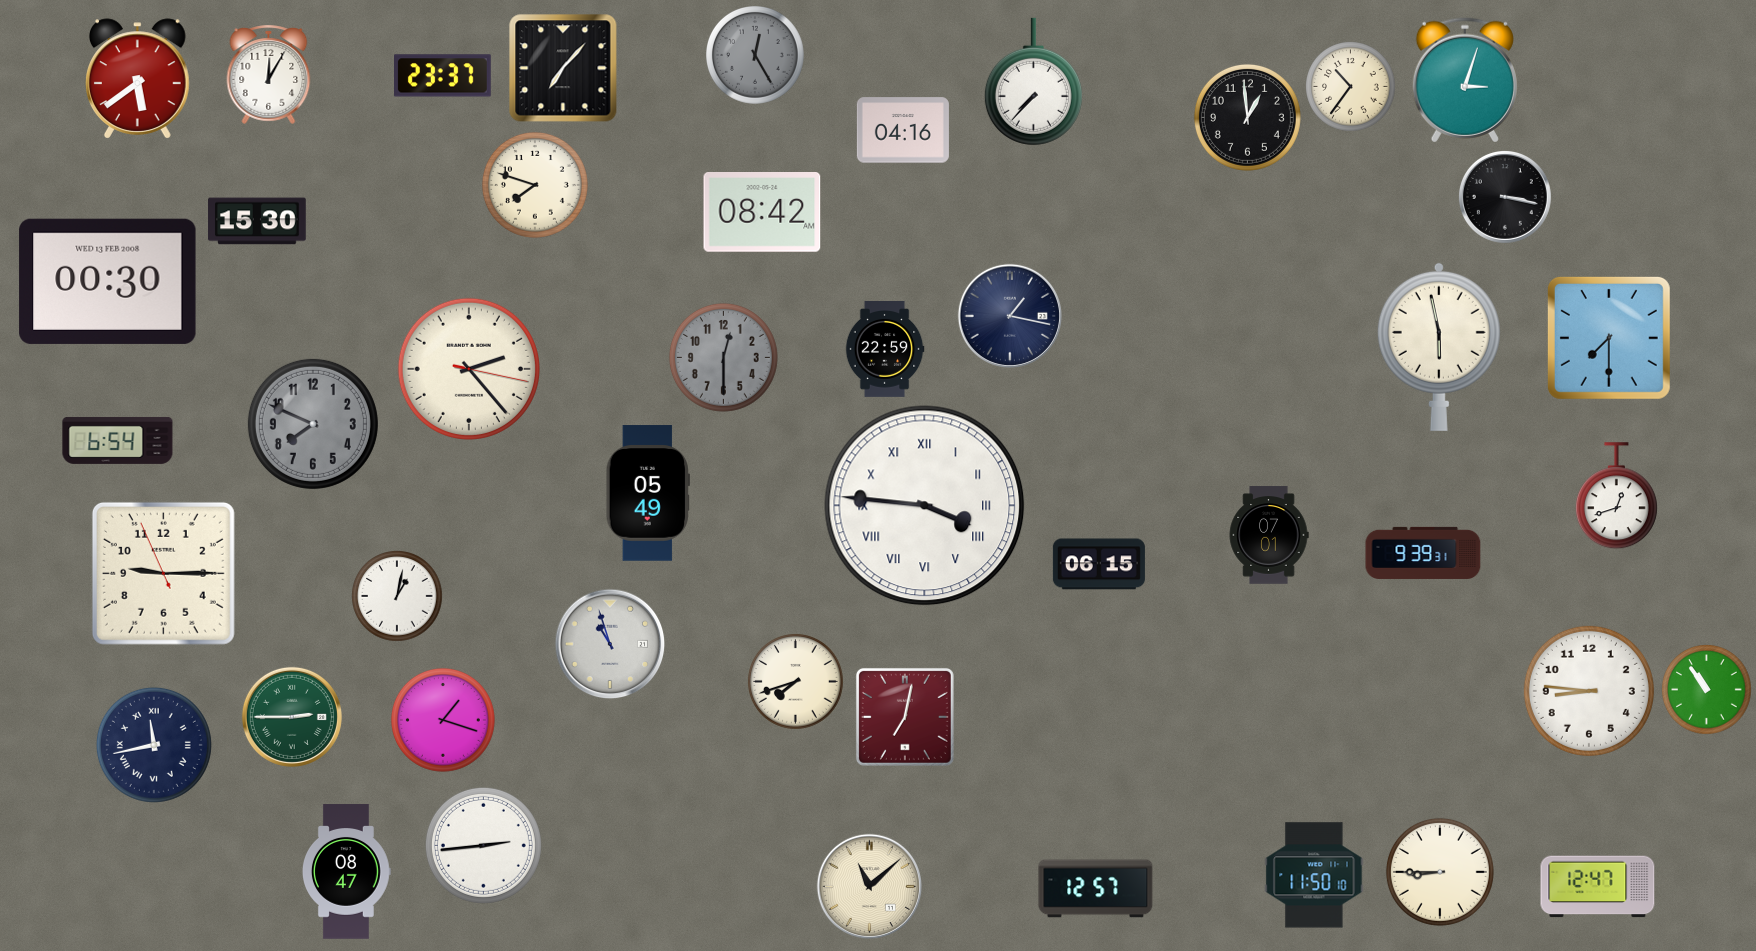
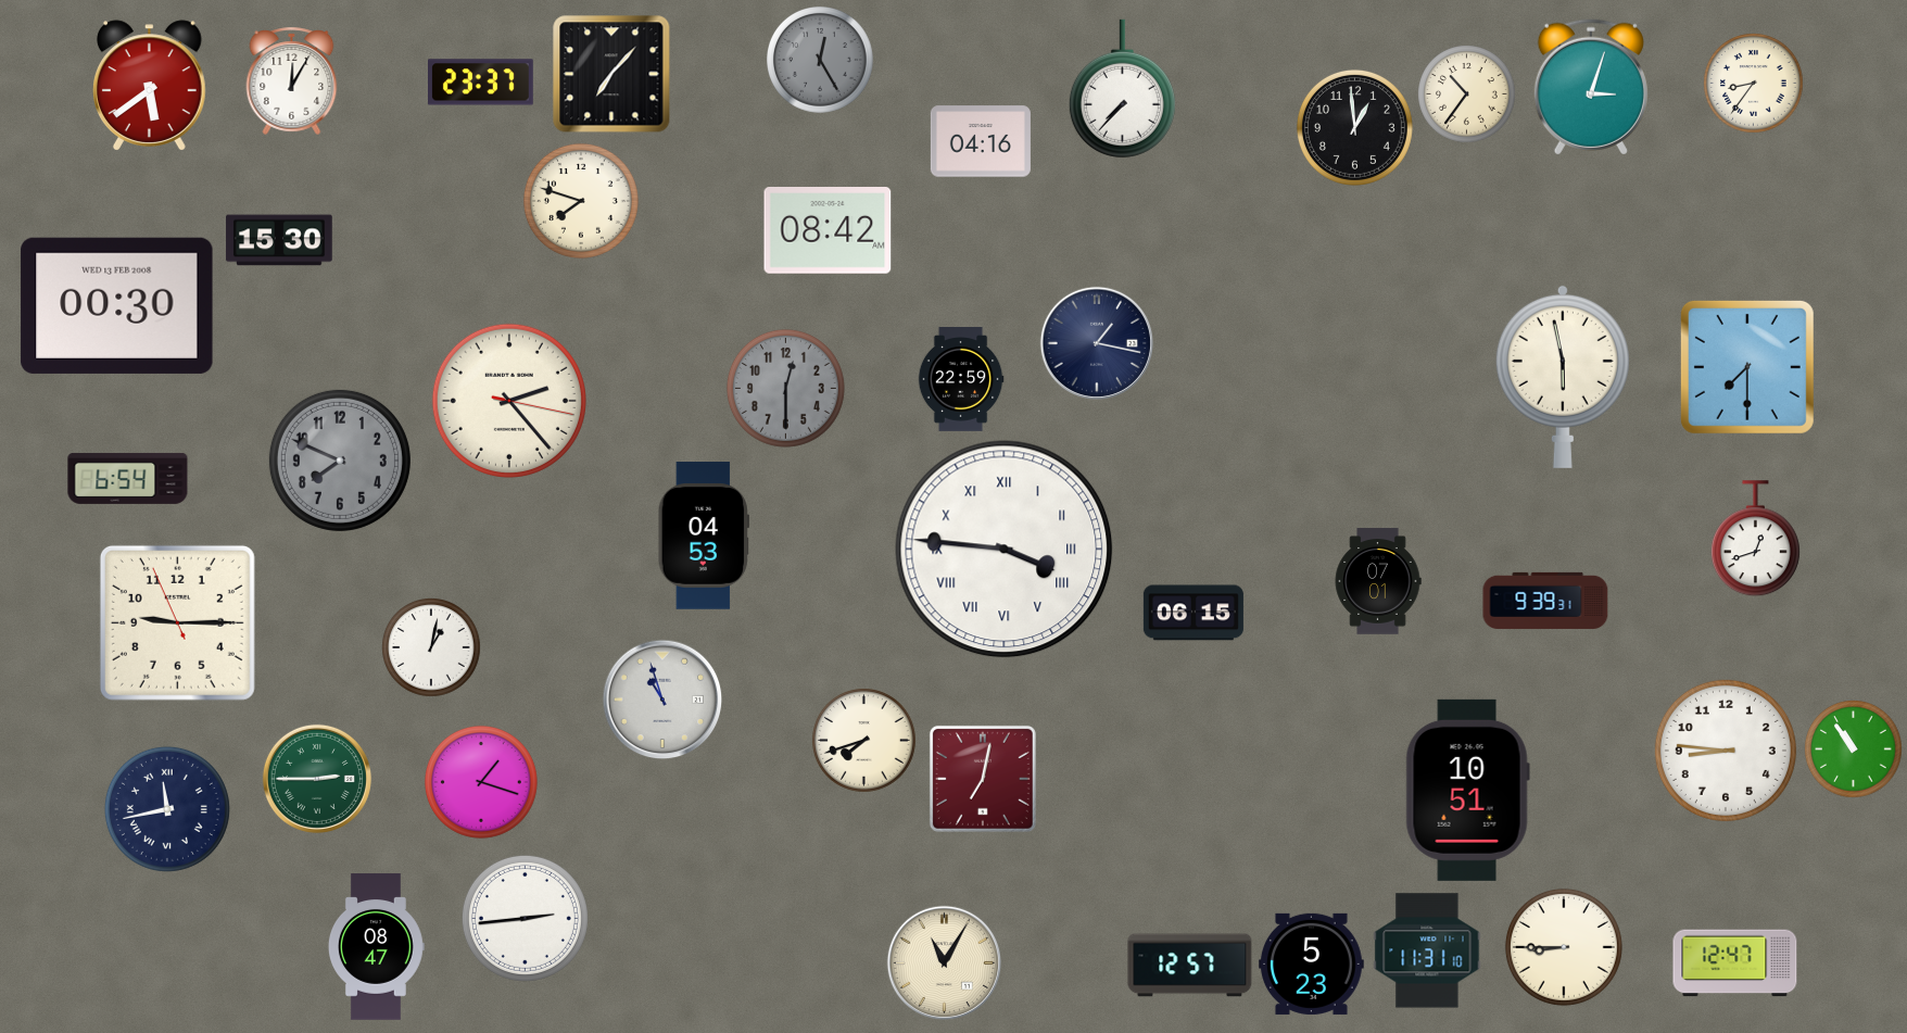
clock at (1754, 84): none -> 8:36
clock at (1505, 197): 3:17 -> none
clock at (647, 493): 05:49 -> 04:53
clock at (1467, 790): none -> 10:51
clock at (1314, 875): 11:50 -> 11:31
clock at (869, 886): 11:08 -> 11:05
clock at (1312, 963): none -> 5:23
